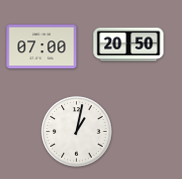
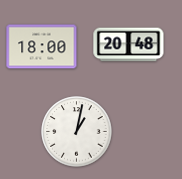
clock at (129, 45): 20:50 -> 20:48
clock at (42, 47): 07:00 -> 18:00
